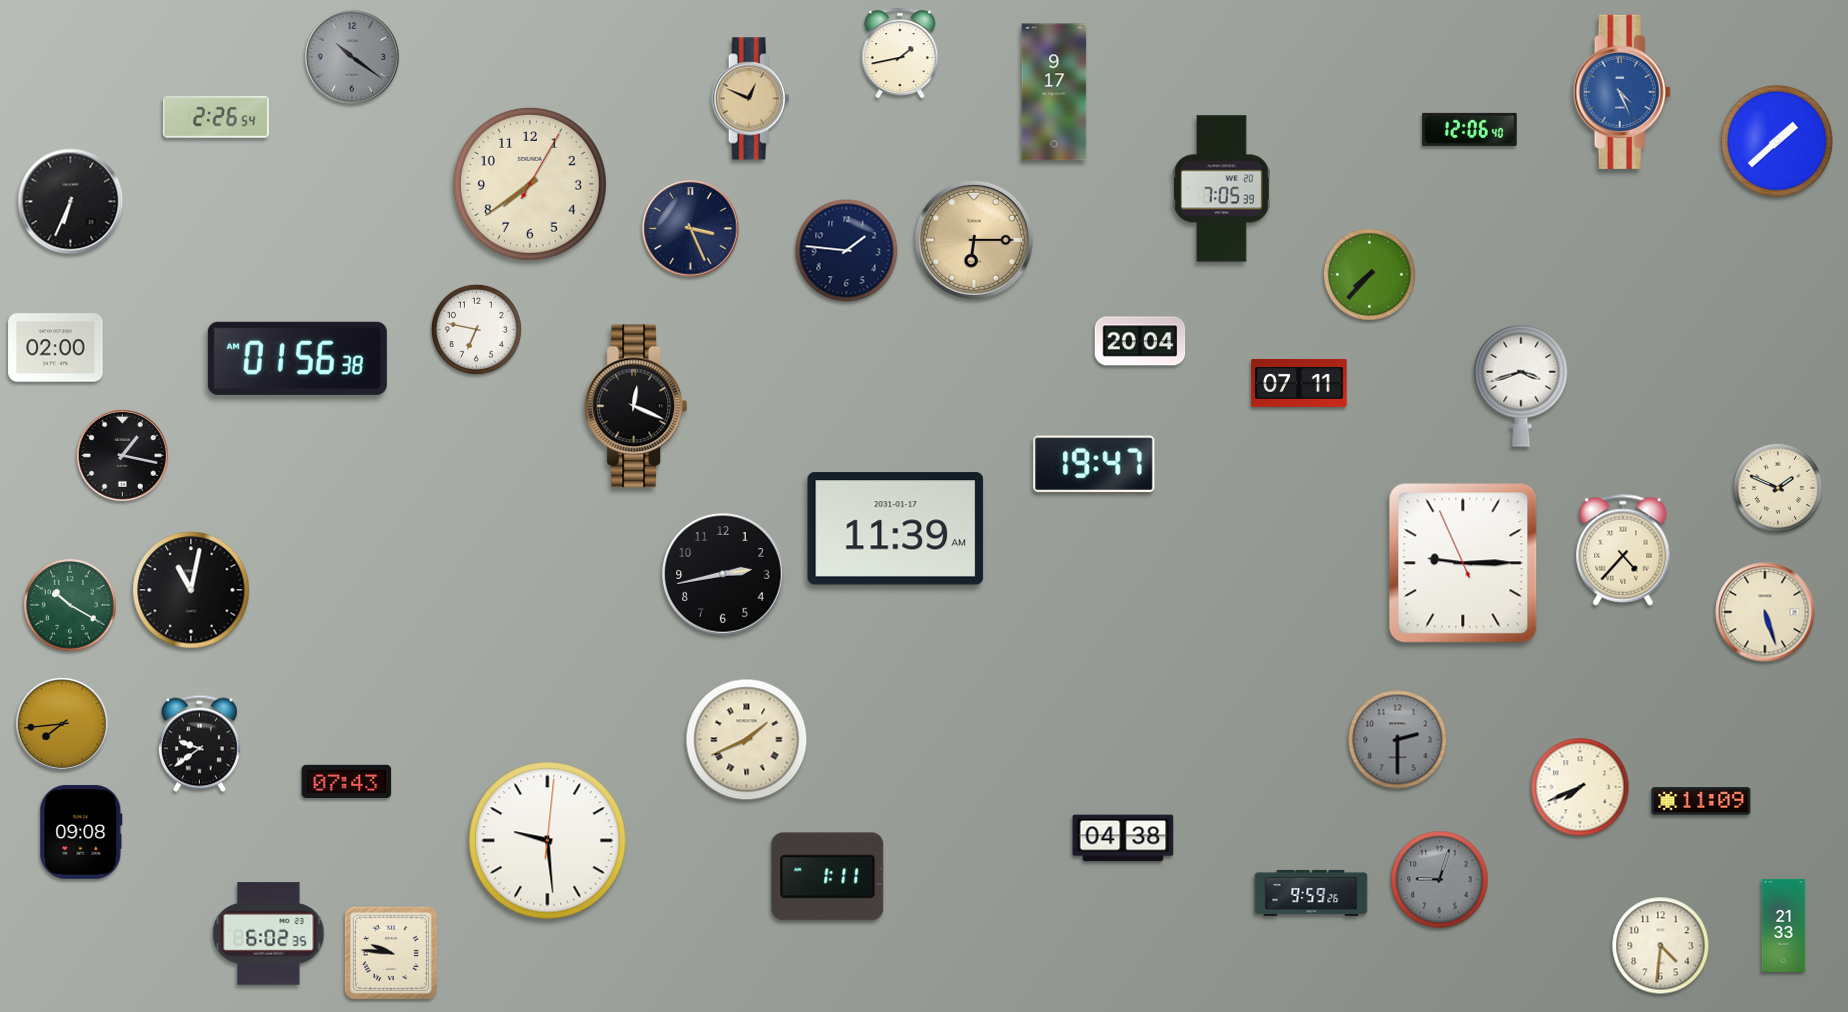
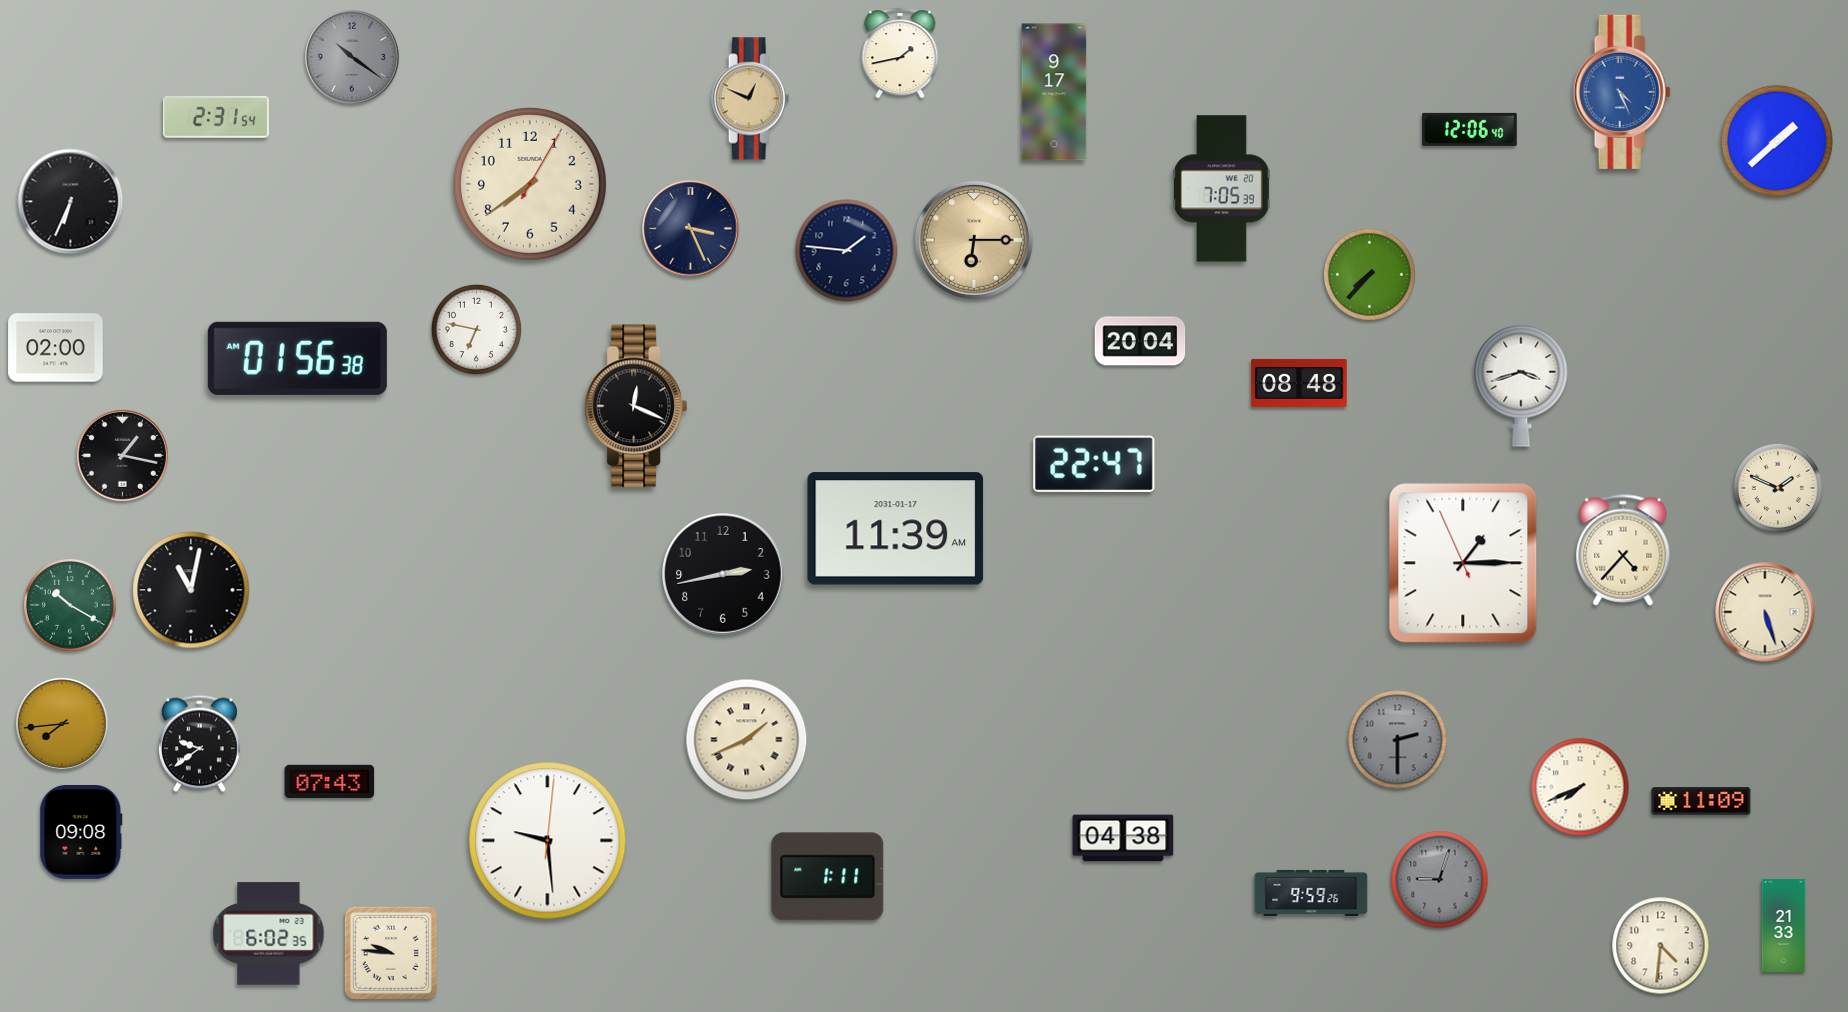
clock at (216, 117): 2:26 -> 2:31
clock at (1299, 383): 07:11 -> 08:48
clock at (1094, 463): 19:47 -> 22:47
clock at (1463, 563): 9:14 -> 1:14
clock at (347, 781) position: (347, 781) -> (330, 781)
